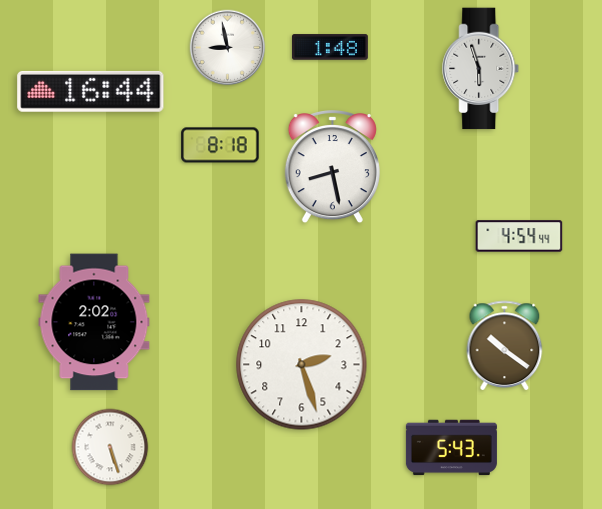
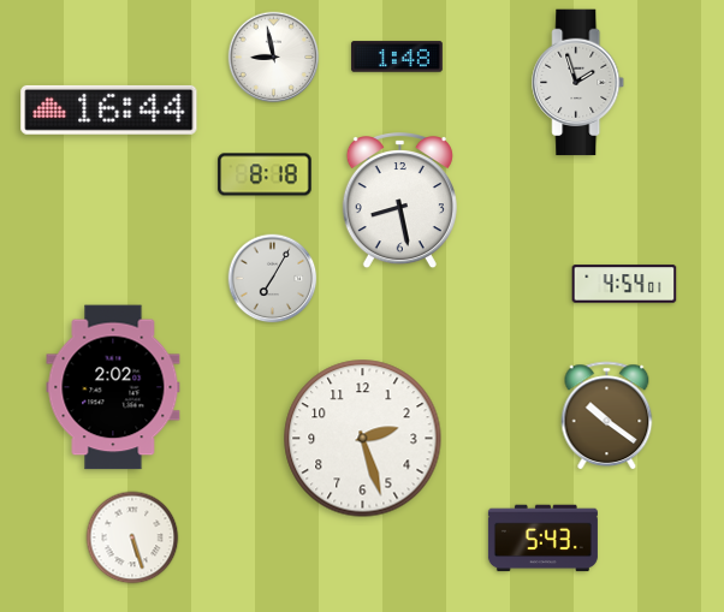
clock at (481, 69): 5:57 -> 1:57
clock at (273, 279): none -> 7:05
clock at (519, 236): 4:54:44 -> 4:54:01
